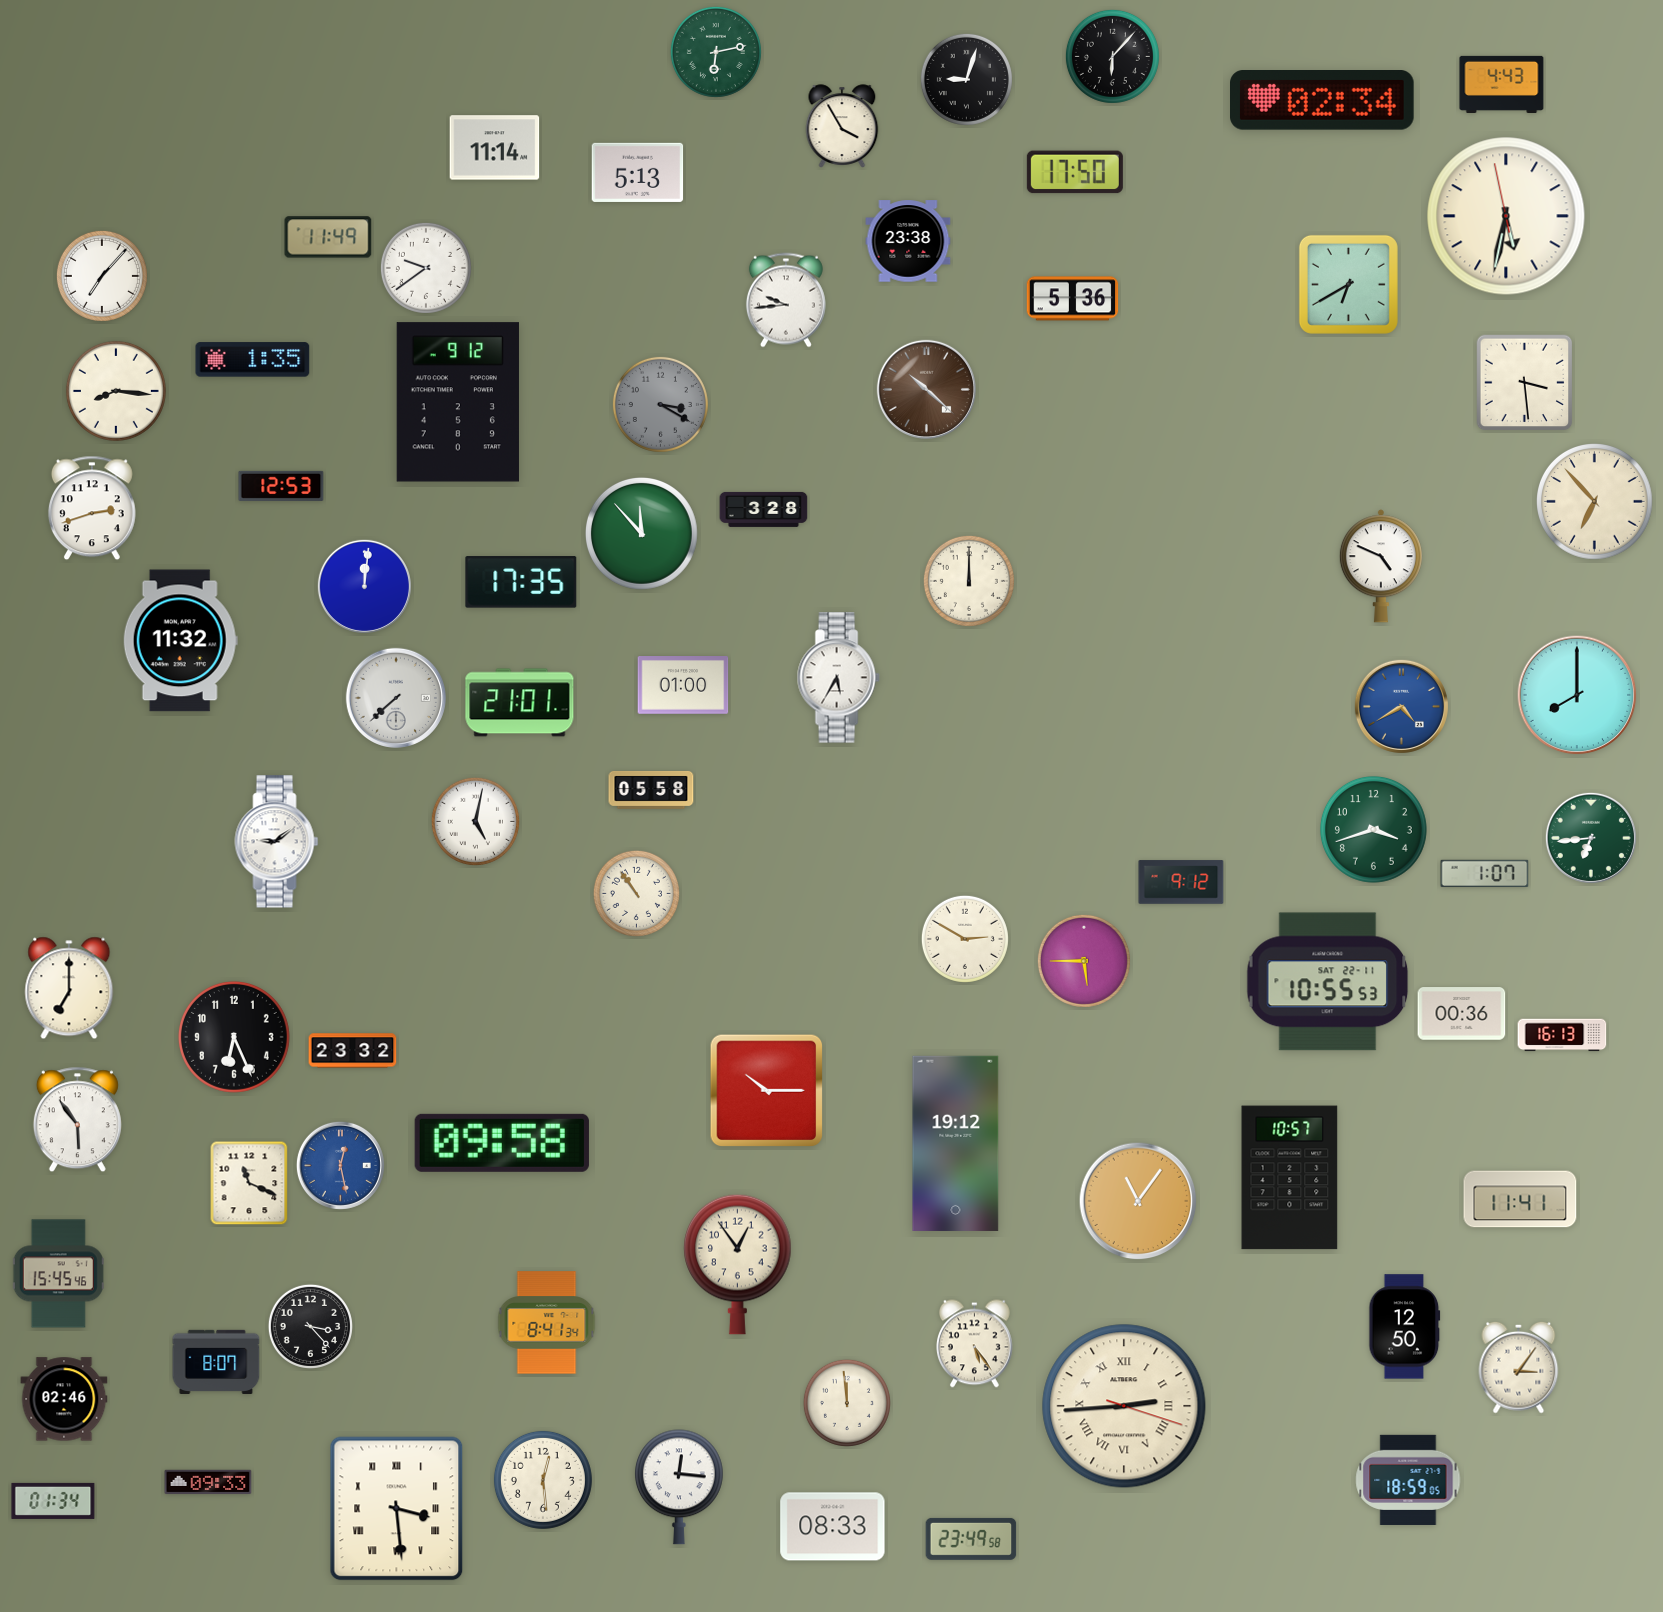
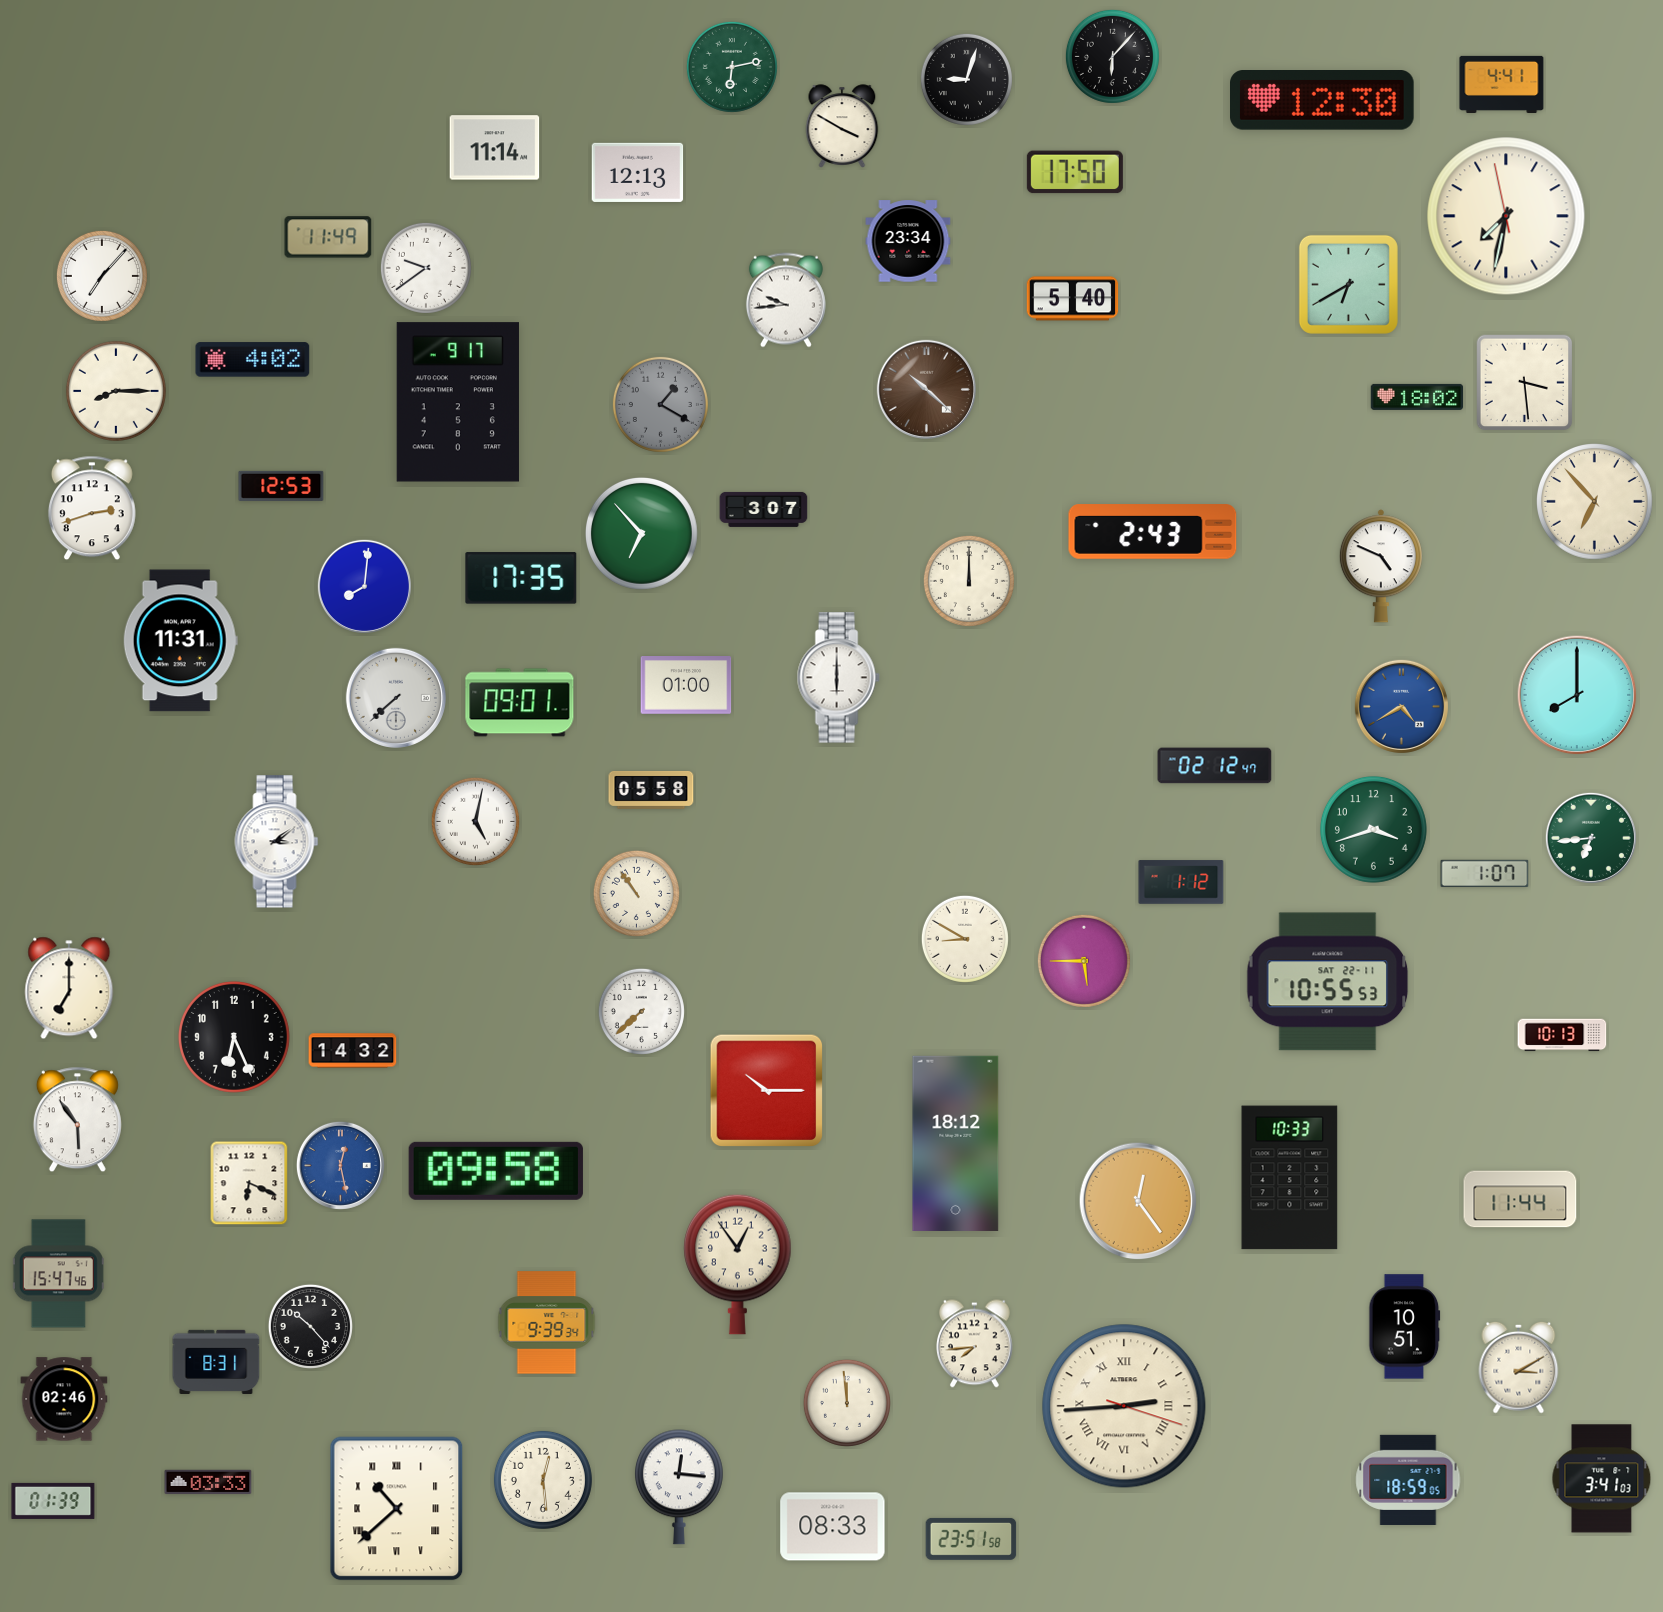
clock at (716, 52) position: (716, 52) -> (732, 67)
clock at (1502, 84): 4:43 -> 4:41
clock at (1323, 101): 02:34 -> 12:30
clock at (842, 126): 3:55 -> 3:50
clock at (638, 172): 5:13 -> 12:13
clock at (1506, 216): 5:31 -> 7:31
clock at (908, 241): 23:38 -> 23:34
clock at (1073, 299): 5:36 -> 5:40
clock at (253, 360): 1:35 -> 4:02
clock at (116, 391): 8:16 -> 8:15
clock at (1417, 397): none -> 18:02
clock at (458, 402): 9:12 -> 9:17
clock at (660, 404): 3:20 -> 1:20
clock at (764, 509): 3:28 -> 3:07
clock at (1153, 532): none -> 2:43
clock at (641, 533): 11:53 -> 6:53
clock at (521, 582) position: (521, 582) -> (521, 578)
clock at (364, 586): 12:01 -> 8:01
clock at (180, 641): 11:32 -> 11:31
clock at (838, 678): 5:35 -> 6:00
clock at (683, 686) position: (683, 686) -> (686, 686)
clock at (520, 703): 21:01 -> 09:01
clock at (1215, 766): none -> 02:12
clock at (277, 842): 9:09 -> 3:09
clock at (1181, 882): 9:12 -> 1:12
clock at (965, 939): 2:50 -> 8:50
clock at (641, 1011): none -> 7:38
clock at (1462, 1014): 00:36 -> none
clock at (1562, 1035): 16:13 -> 10:13
clock at (353, 1051): 23:32 -> 14:32
clock at (502, 1143) position: (502, 1143) -> (496, 1171)
clock at (956, 1143): 19:12 -> 18:12
clock at (1290, 1178): 10:57 -> 10:33
clock at (249, 1183): 11:19 -> 6:19
clock at (1520, 1199): 11:41 -> 11:44
clock at (1138, 1201): 11:06 -> 12:24
clock at (58, 1274): 15:45 -> 15:47
clock at (547, 1323): 8:41 -> 9:39
clock at (310, 1326): 3:23 -> 10:23
clock at (1405, 1327): 12:50 -> 10:51
clock at (975, 1344): 5:24 -> 7:44
clock at (216, 1362): 8:07 -> 8:31
clock at (1519, 1367): 3:06 -> 3:10
clock at (1602, 1479): none -> 3:41
clock at (208, 1482): 09:33 -> 03:33
clock at (53, 1501): 01:34 -> 01:39
clock at (397, 1509): 3:29 -> 10:38
clock at (971, 1539): 23:49 -> 23:51
